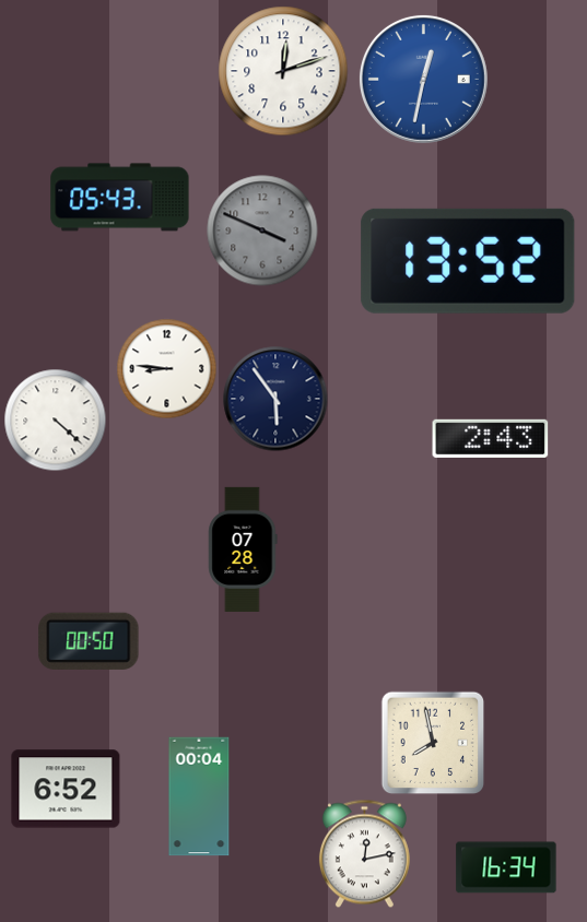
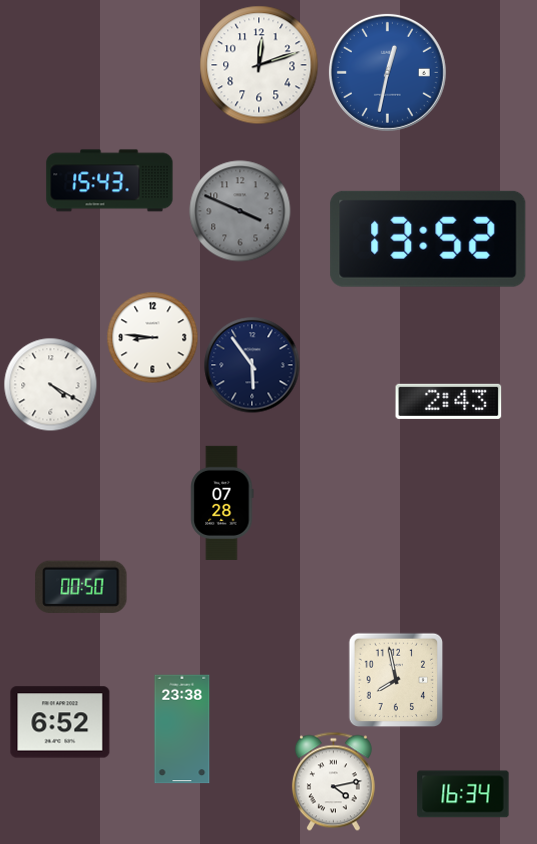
clock at (120, 198): 05:43 -> 15:43
clock at (56, 421): 4:22 -> 4:20
clock at (199, 796): 00:04 -> 23:38
clock at (364, 854): 12:13 -> 4:13
